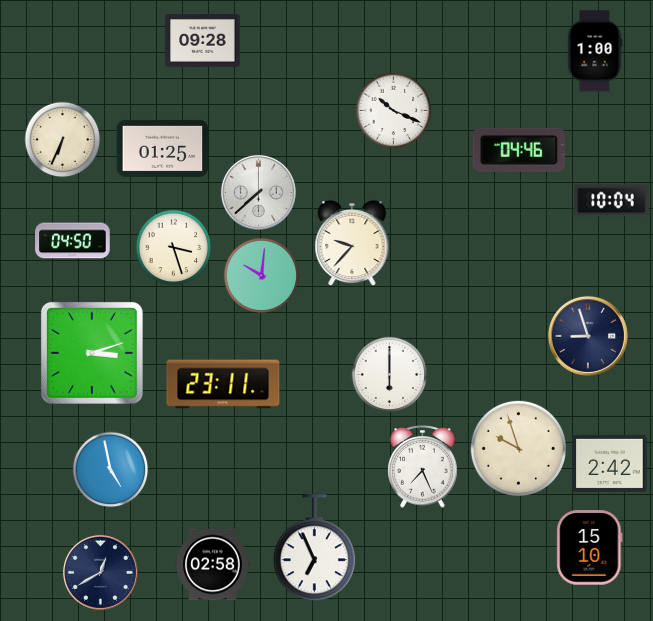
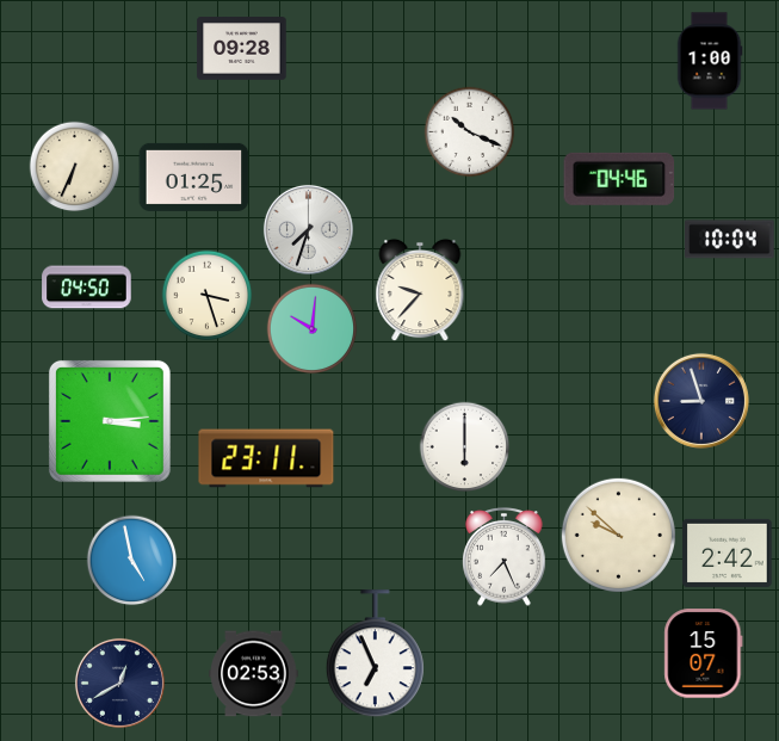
clock at (258, 192): 7:38 -> 7:33
clock at (92, 353): 3:12 -> 3:14
clock at (518, 448): 9:57 -> 9:52
clock at (590, 548): 15:10 -> 15:07
clock at (213, 565): 02:58 -> 02:53
